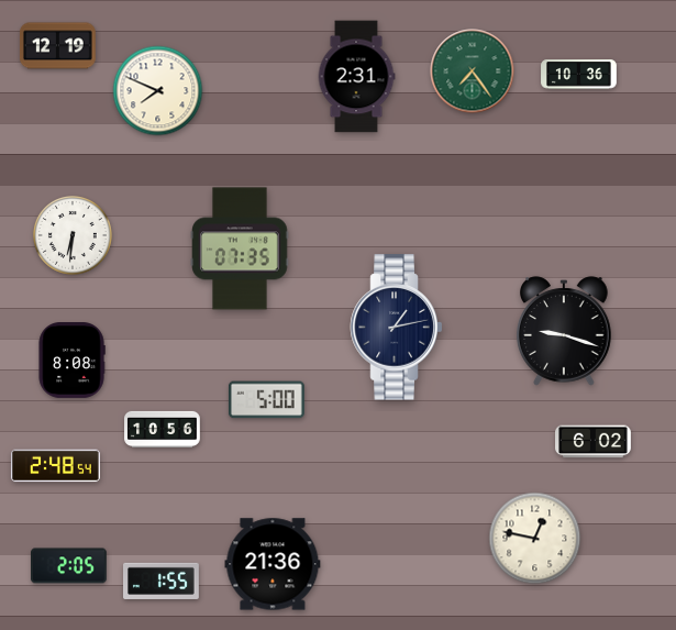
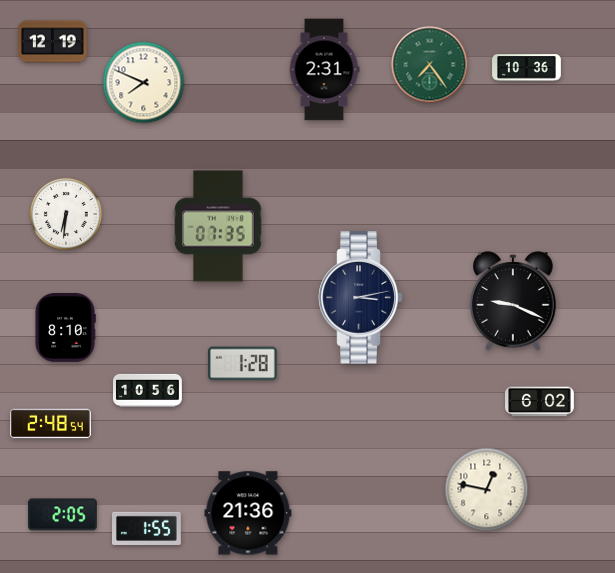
clock at (397, 328): 1:13 -> 3:13
clock at (565, 331): 9:18 -> 9:19
clock at (71, 361): 8:08 -> 8:10
clock at (266, 400): 5:00 -> 1:28
